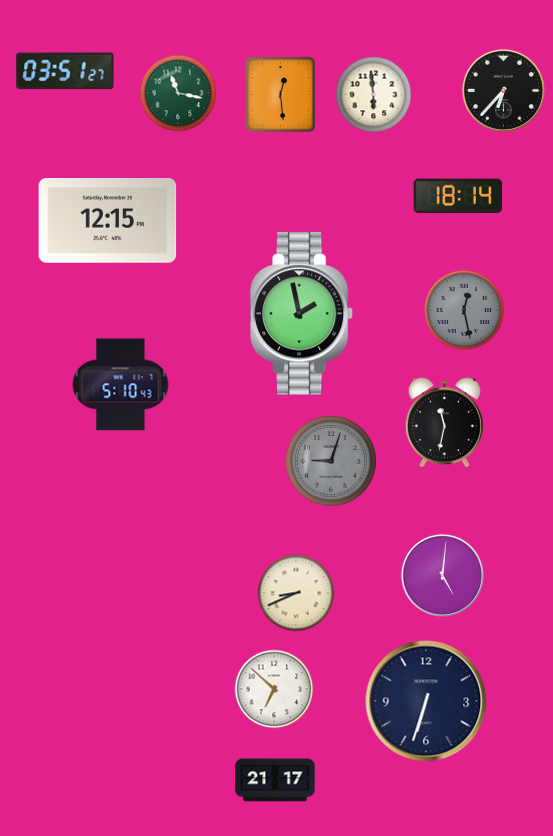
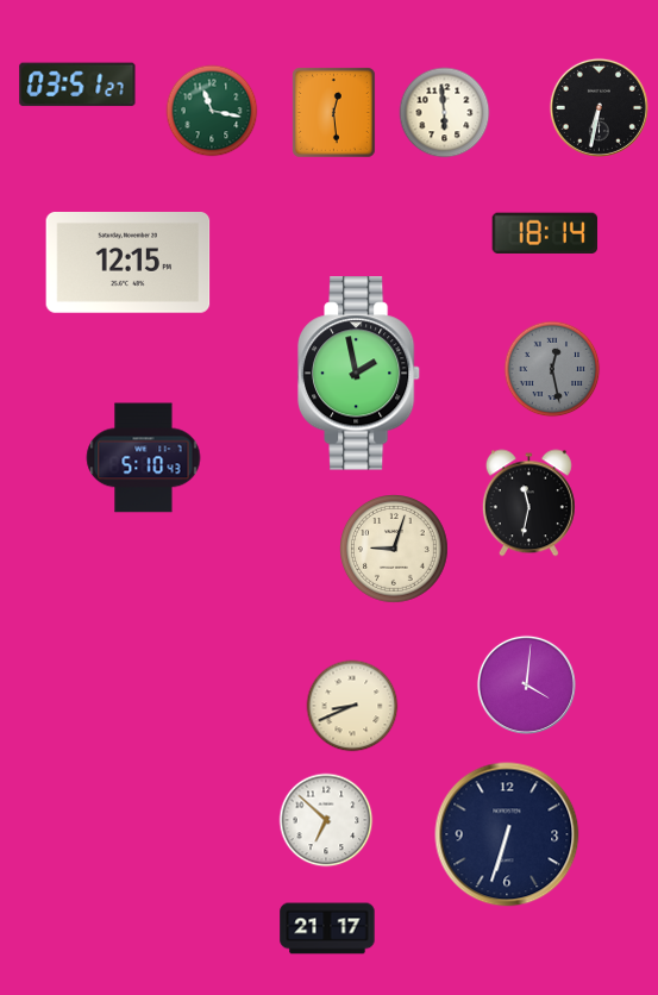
clock at (503, 90): 6:37 -> 6:32
clock at (332, 462) dial: grey -> cream
clock at (442, 575): 5:01 -> 4:01
